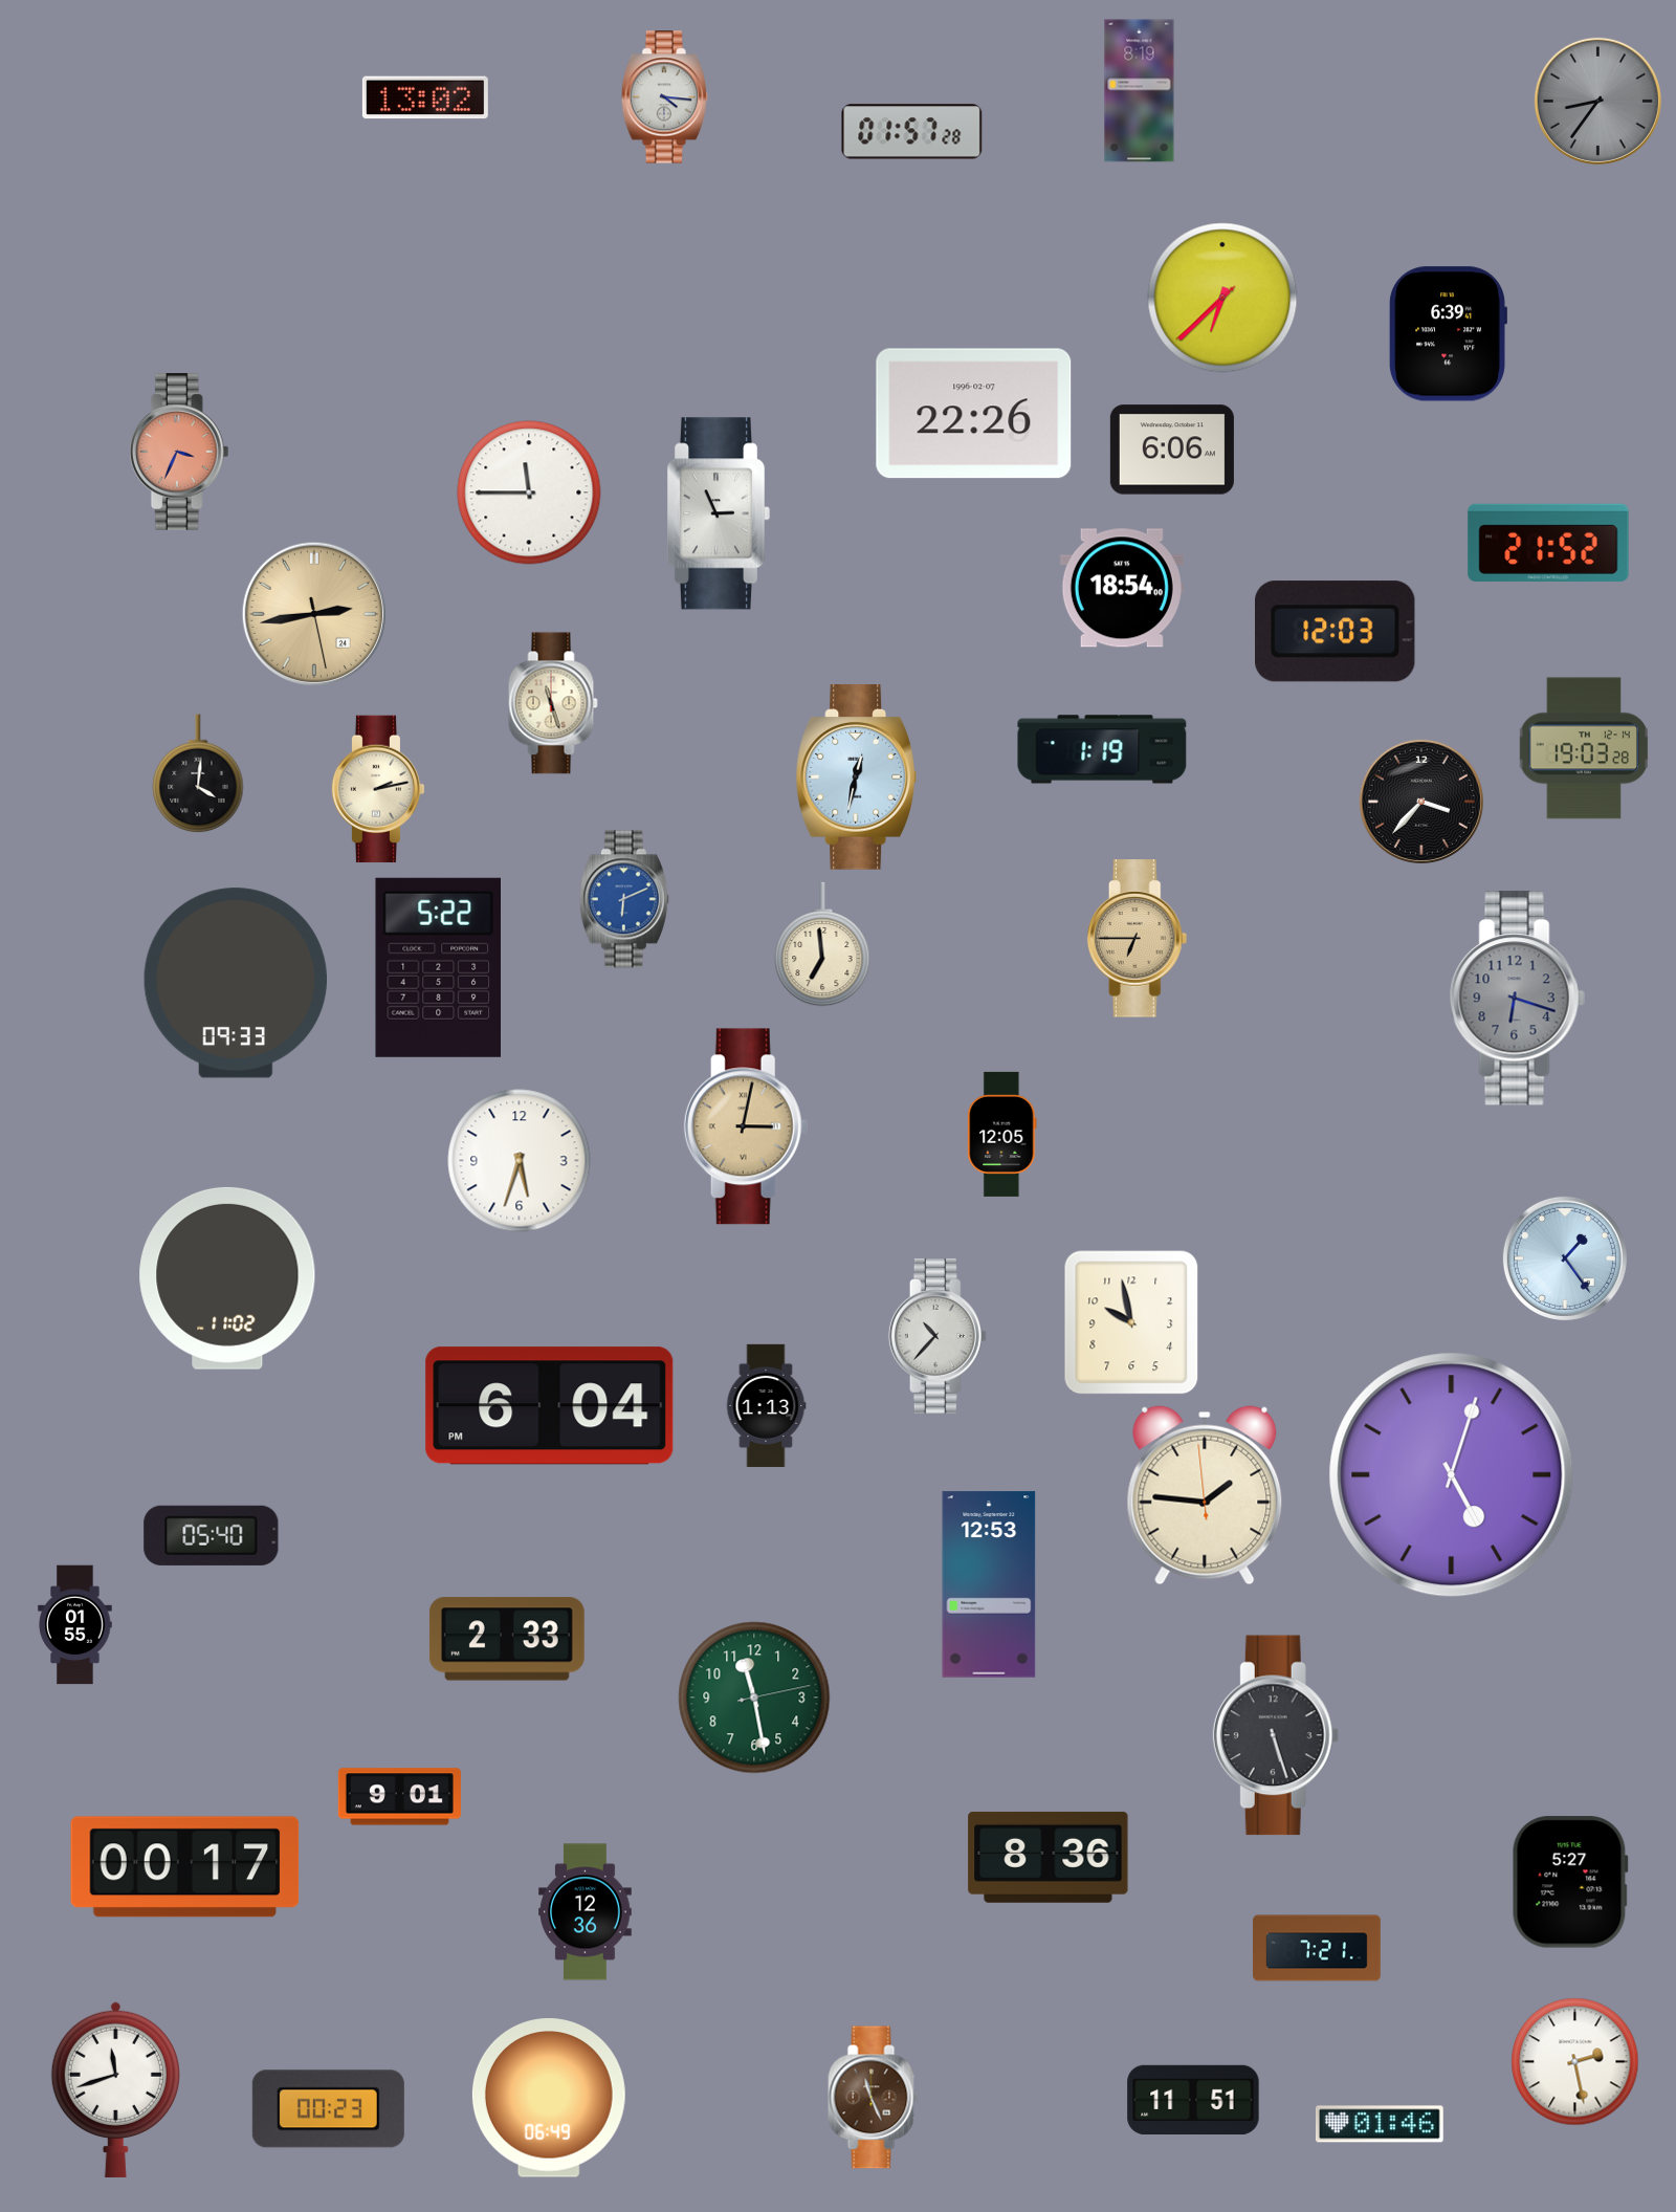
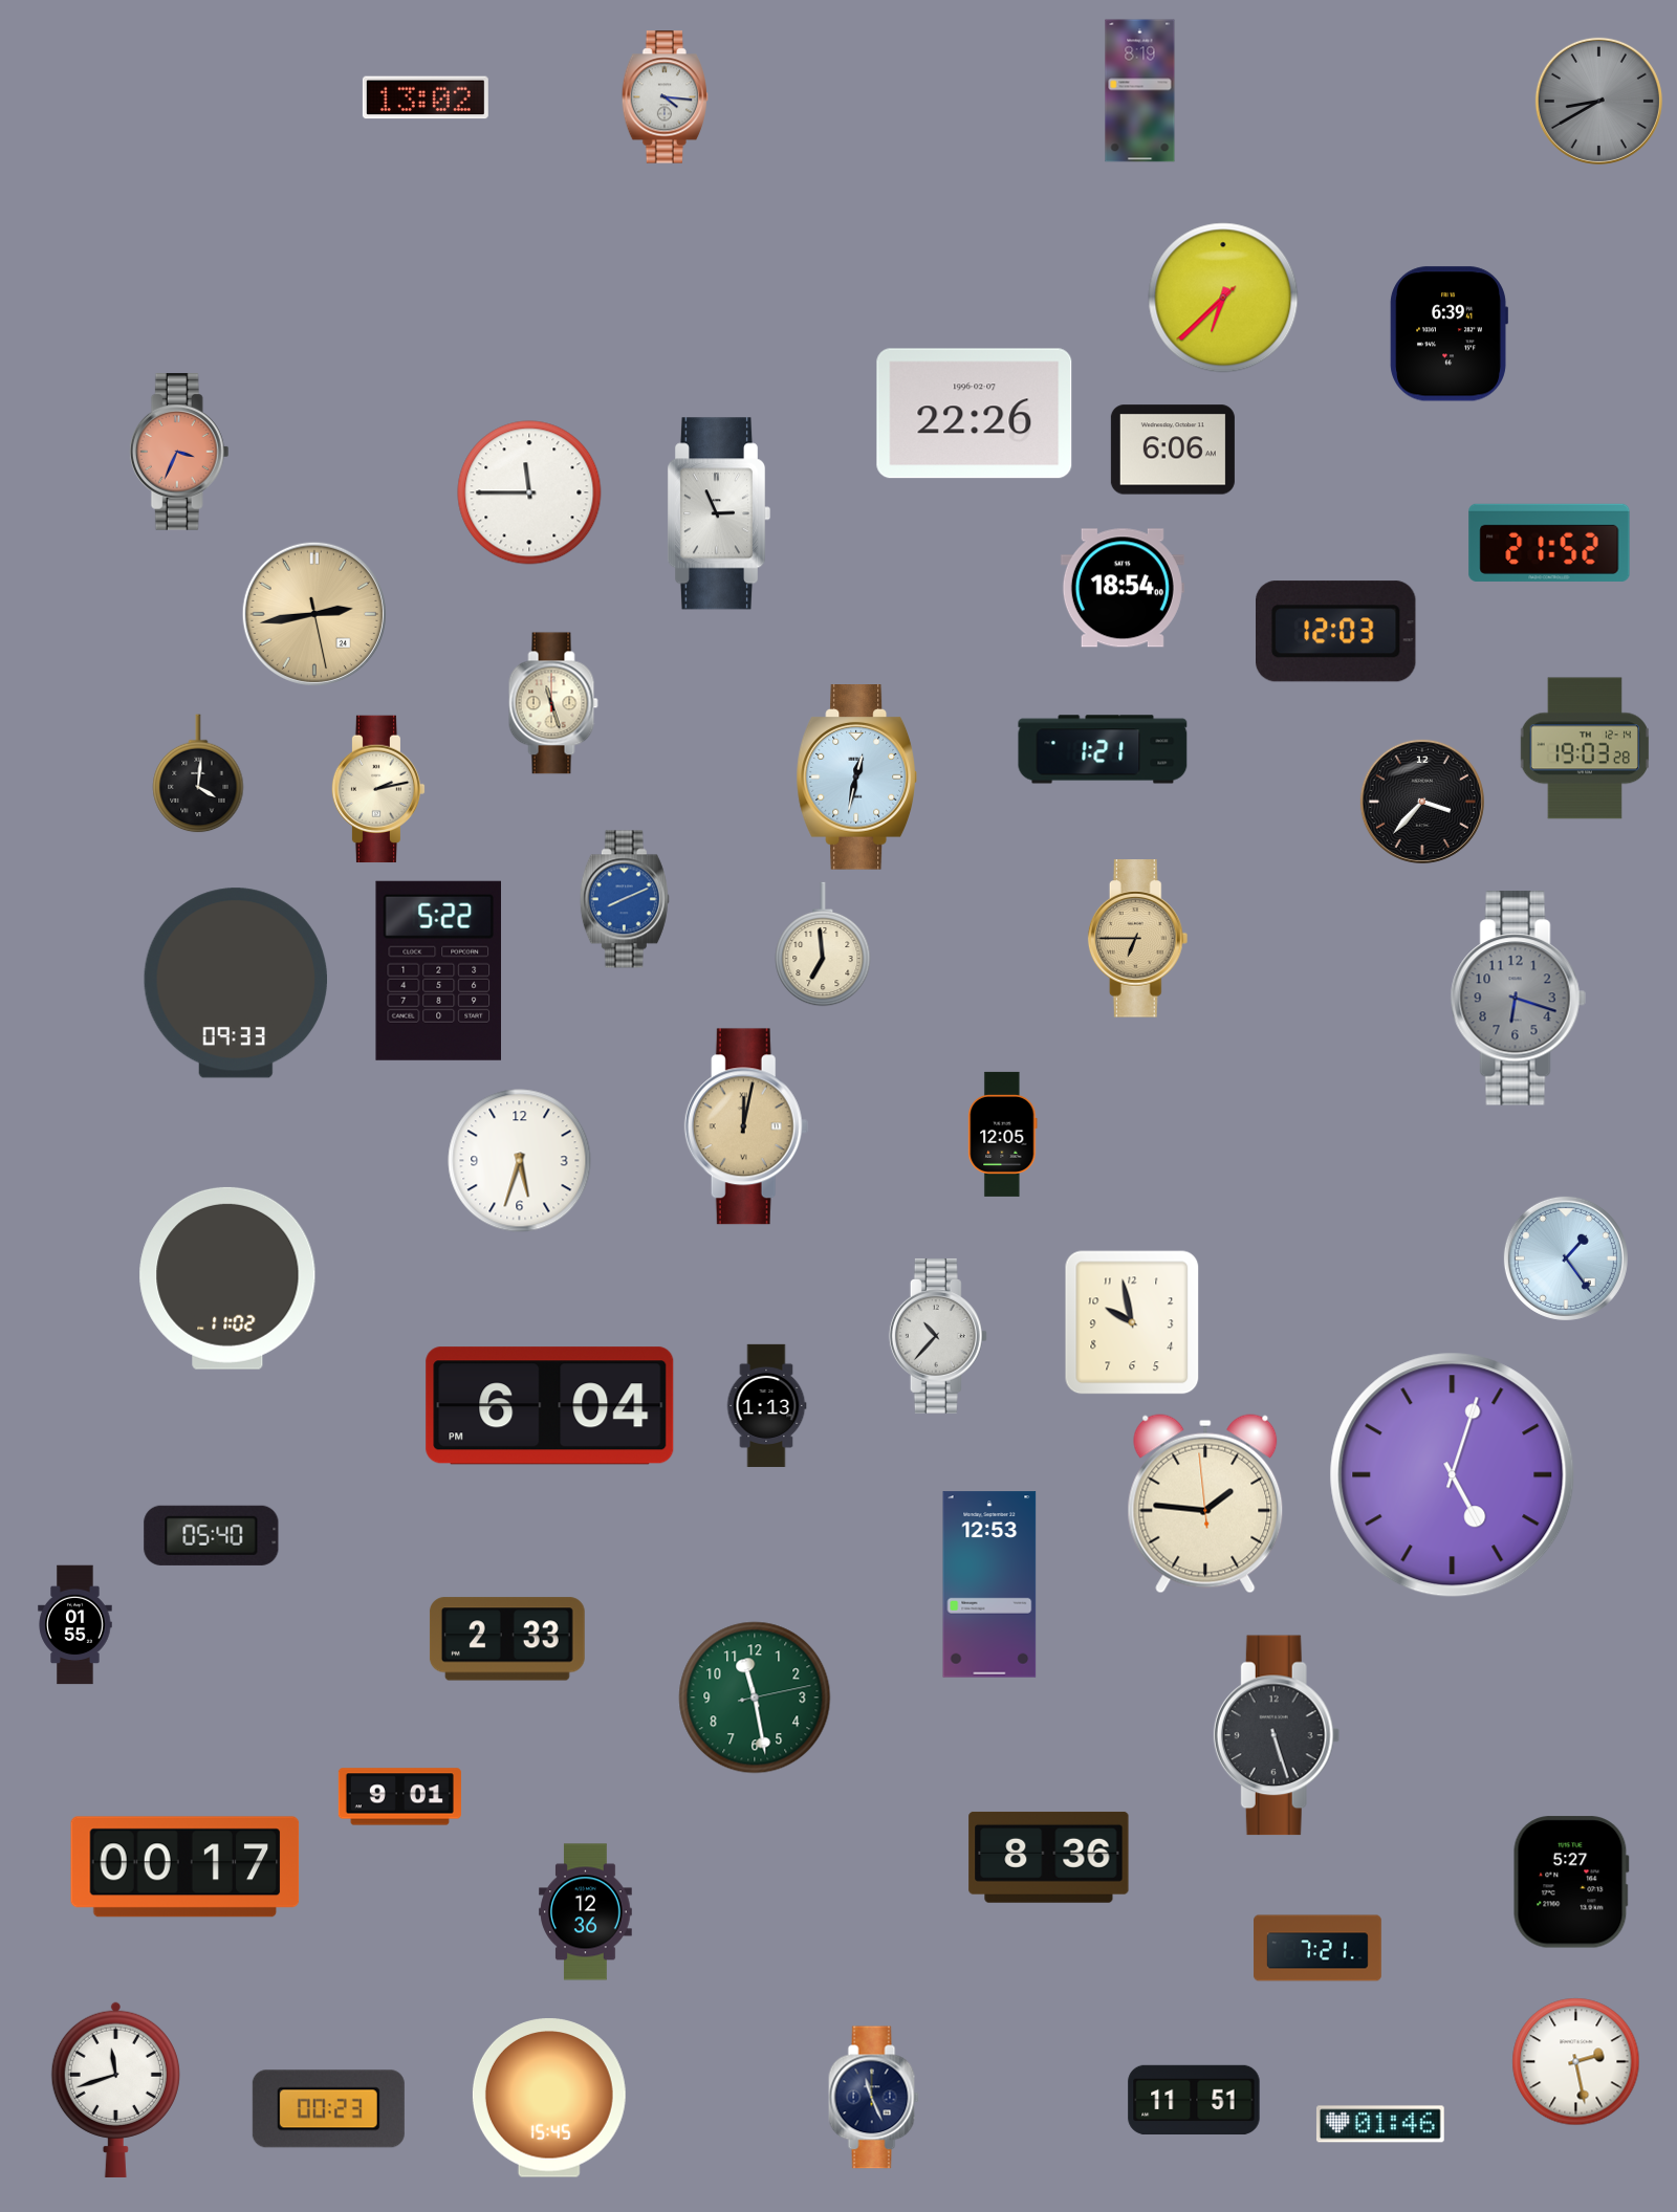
clock at (1597, 101): 8:36 -> 8:40
clock at (912, 132): 01:57 -> none
clock at (1102, 749): 1:19 -> 1:21
clock at (624, 899): 6:11 -> 8:11
clock at (438, 967) position: (438, 967) -> (438, 970)
clock at (746, 1126): 3:02 -> 12:02
clock at (1205, 1495) position: (1205, 1495) -> (1205, 1504)
clock at (549, 2098): 06:49 -> 15:45
clock at (874, 2098) dial: brown -> navy
